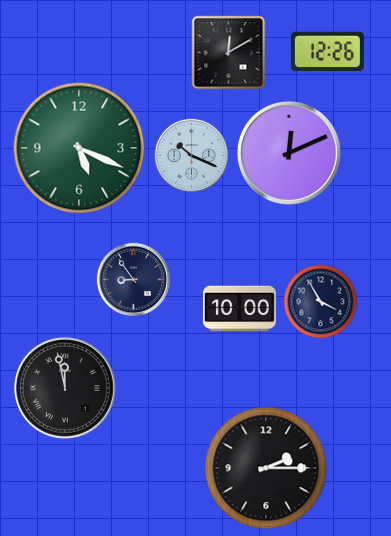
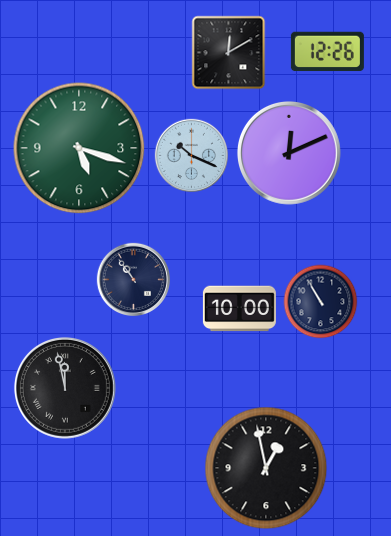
clock at (79, 148): 5:19 -> 5:18
clock at (133, 279): 8:54 -> 10:54
clock at (321, 302): 3:55 -> 10:55
clock at (266, 468): 2:15 -> 12:58
